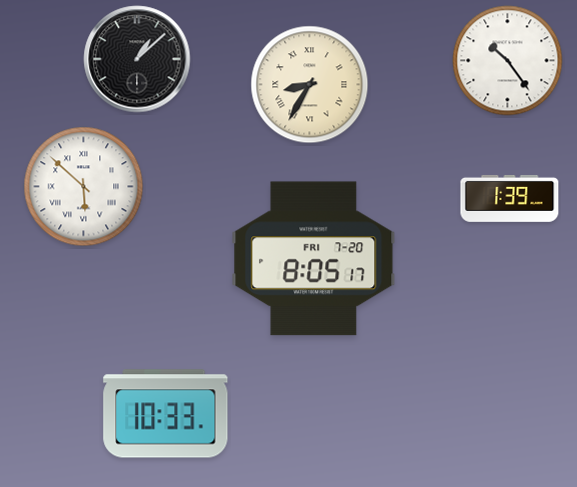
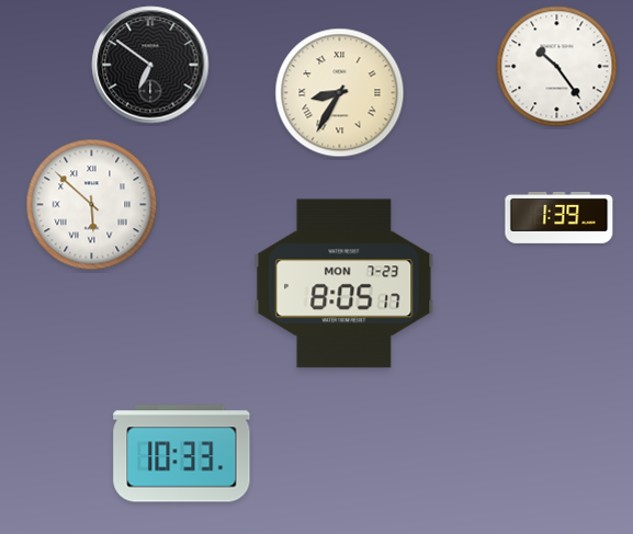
clock at (137, 59): 1:08 -> 6:51
clock at (314, 259) date: FRI 7-20 -> MON 7-23
